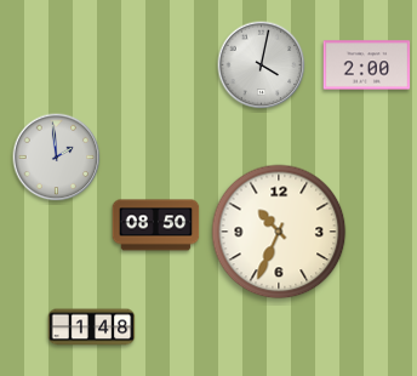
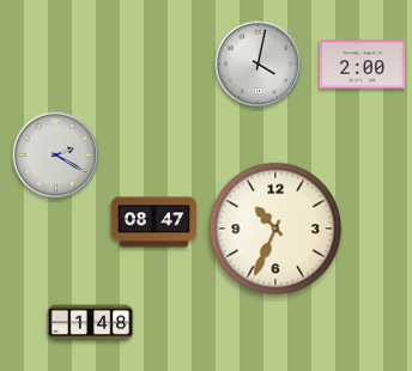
clock at (57, 158): 1:59 -> 2:20
clock at (156, 226): 08:50 -> 08:47
